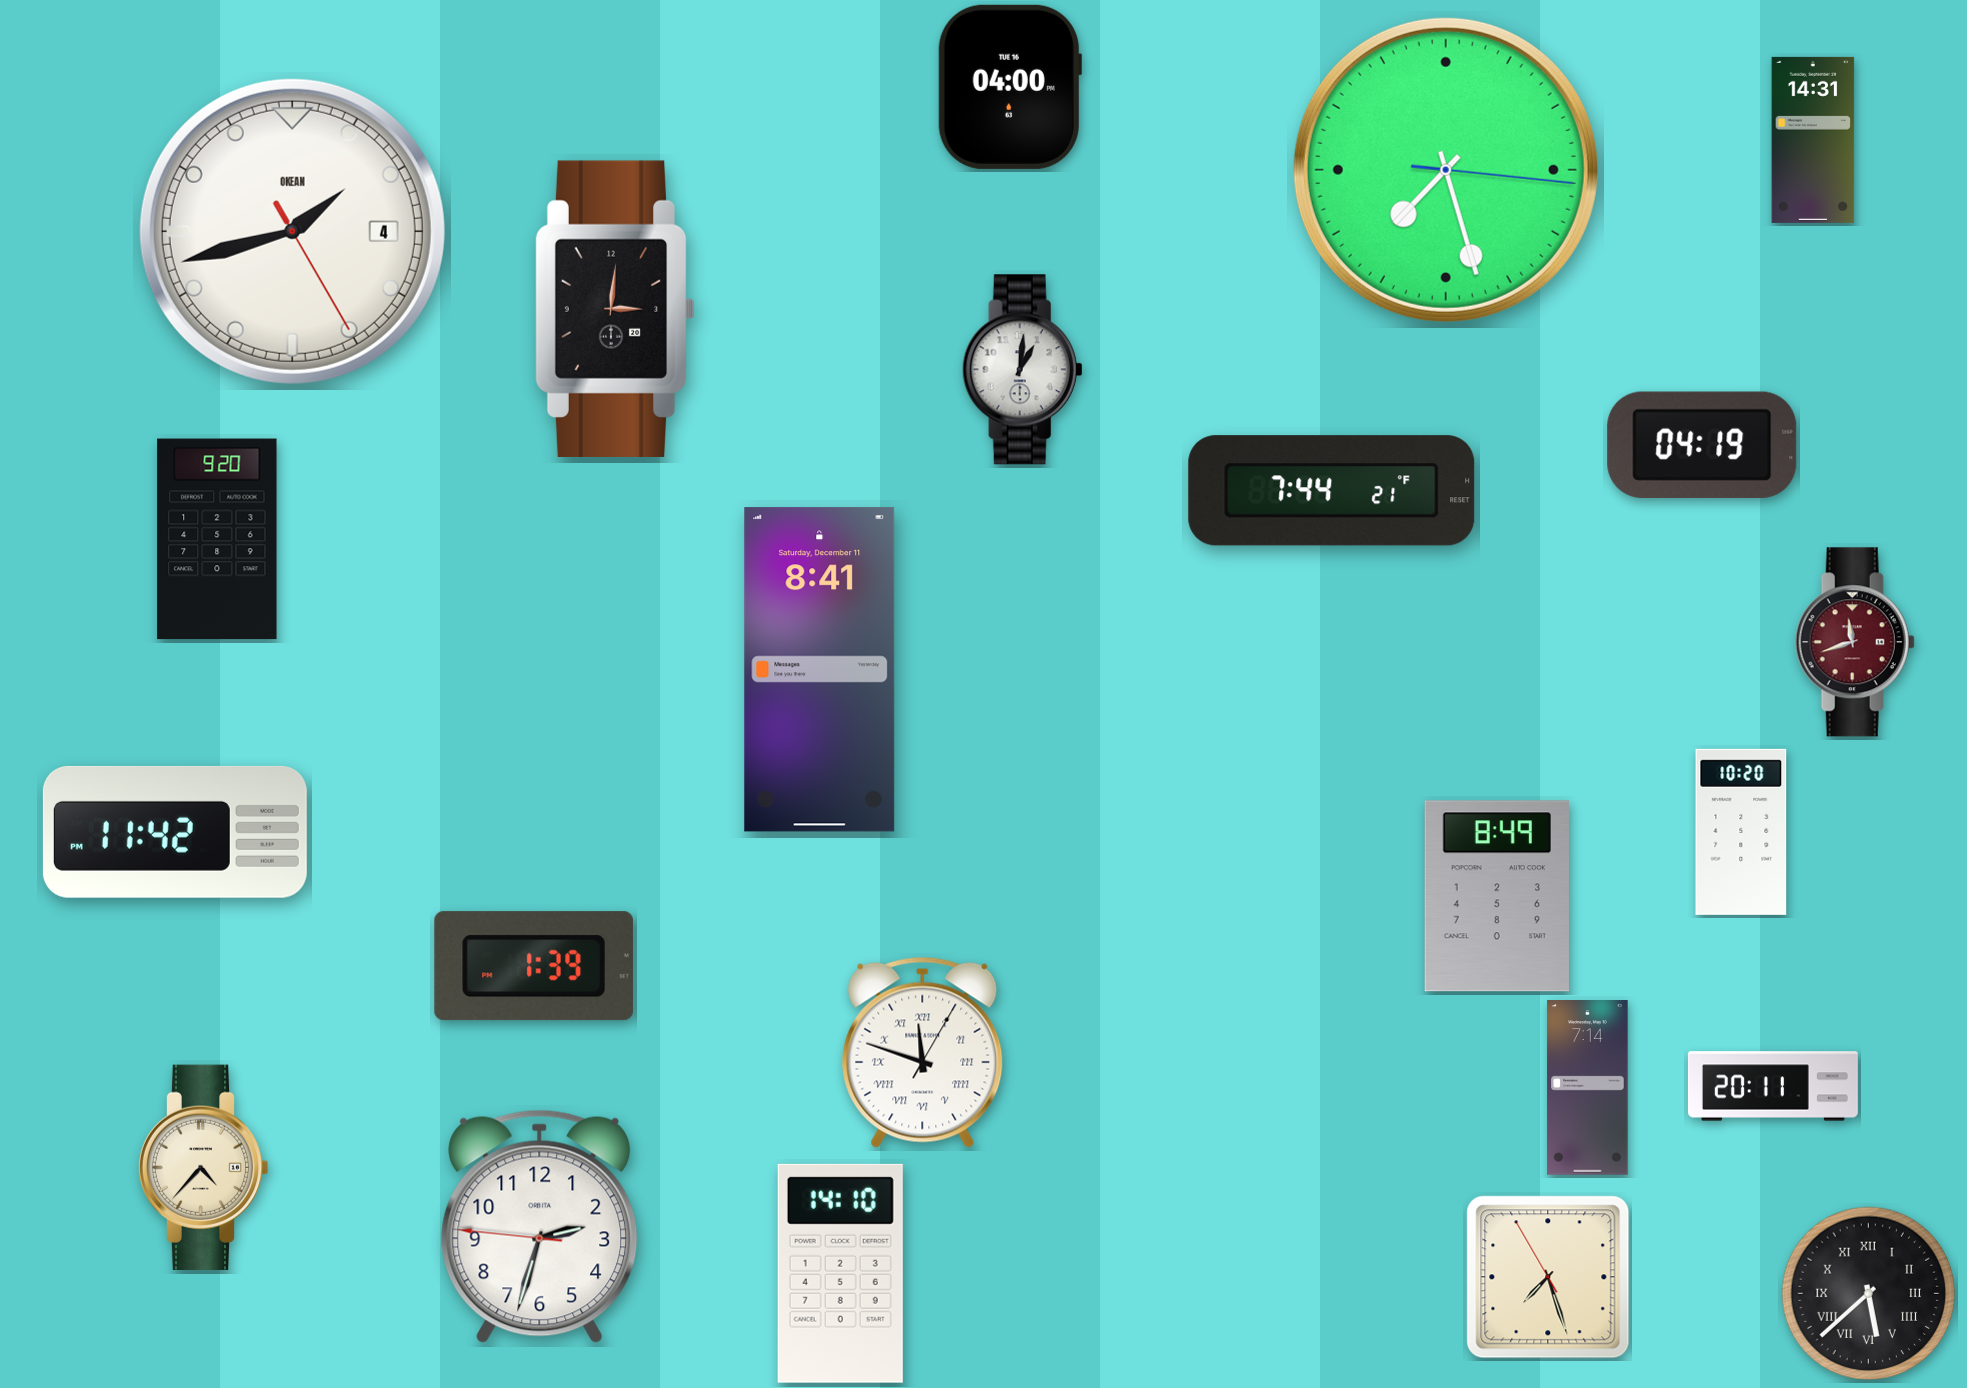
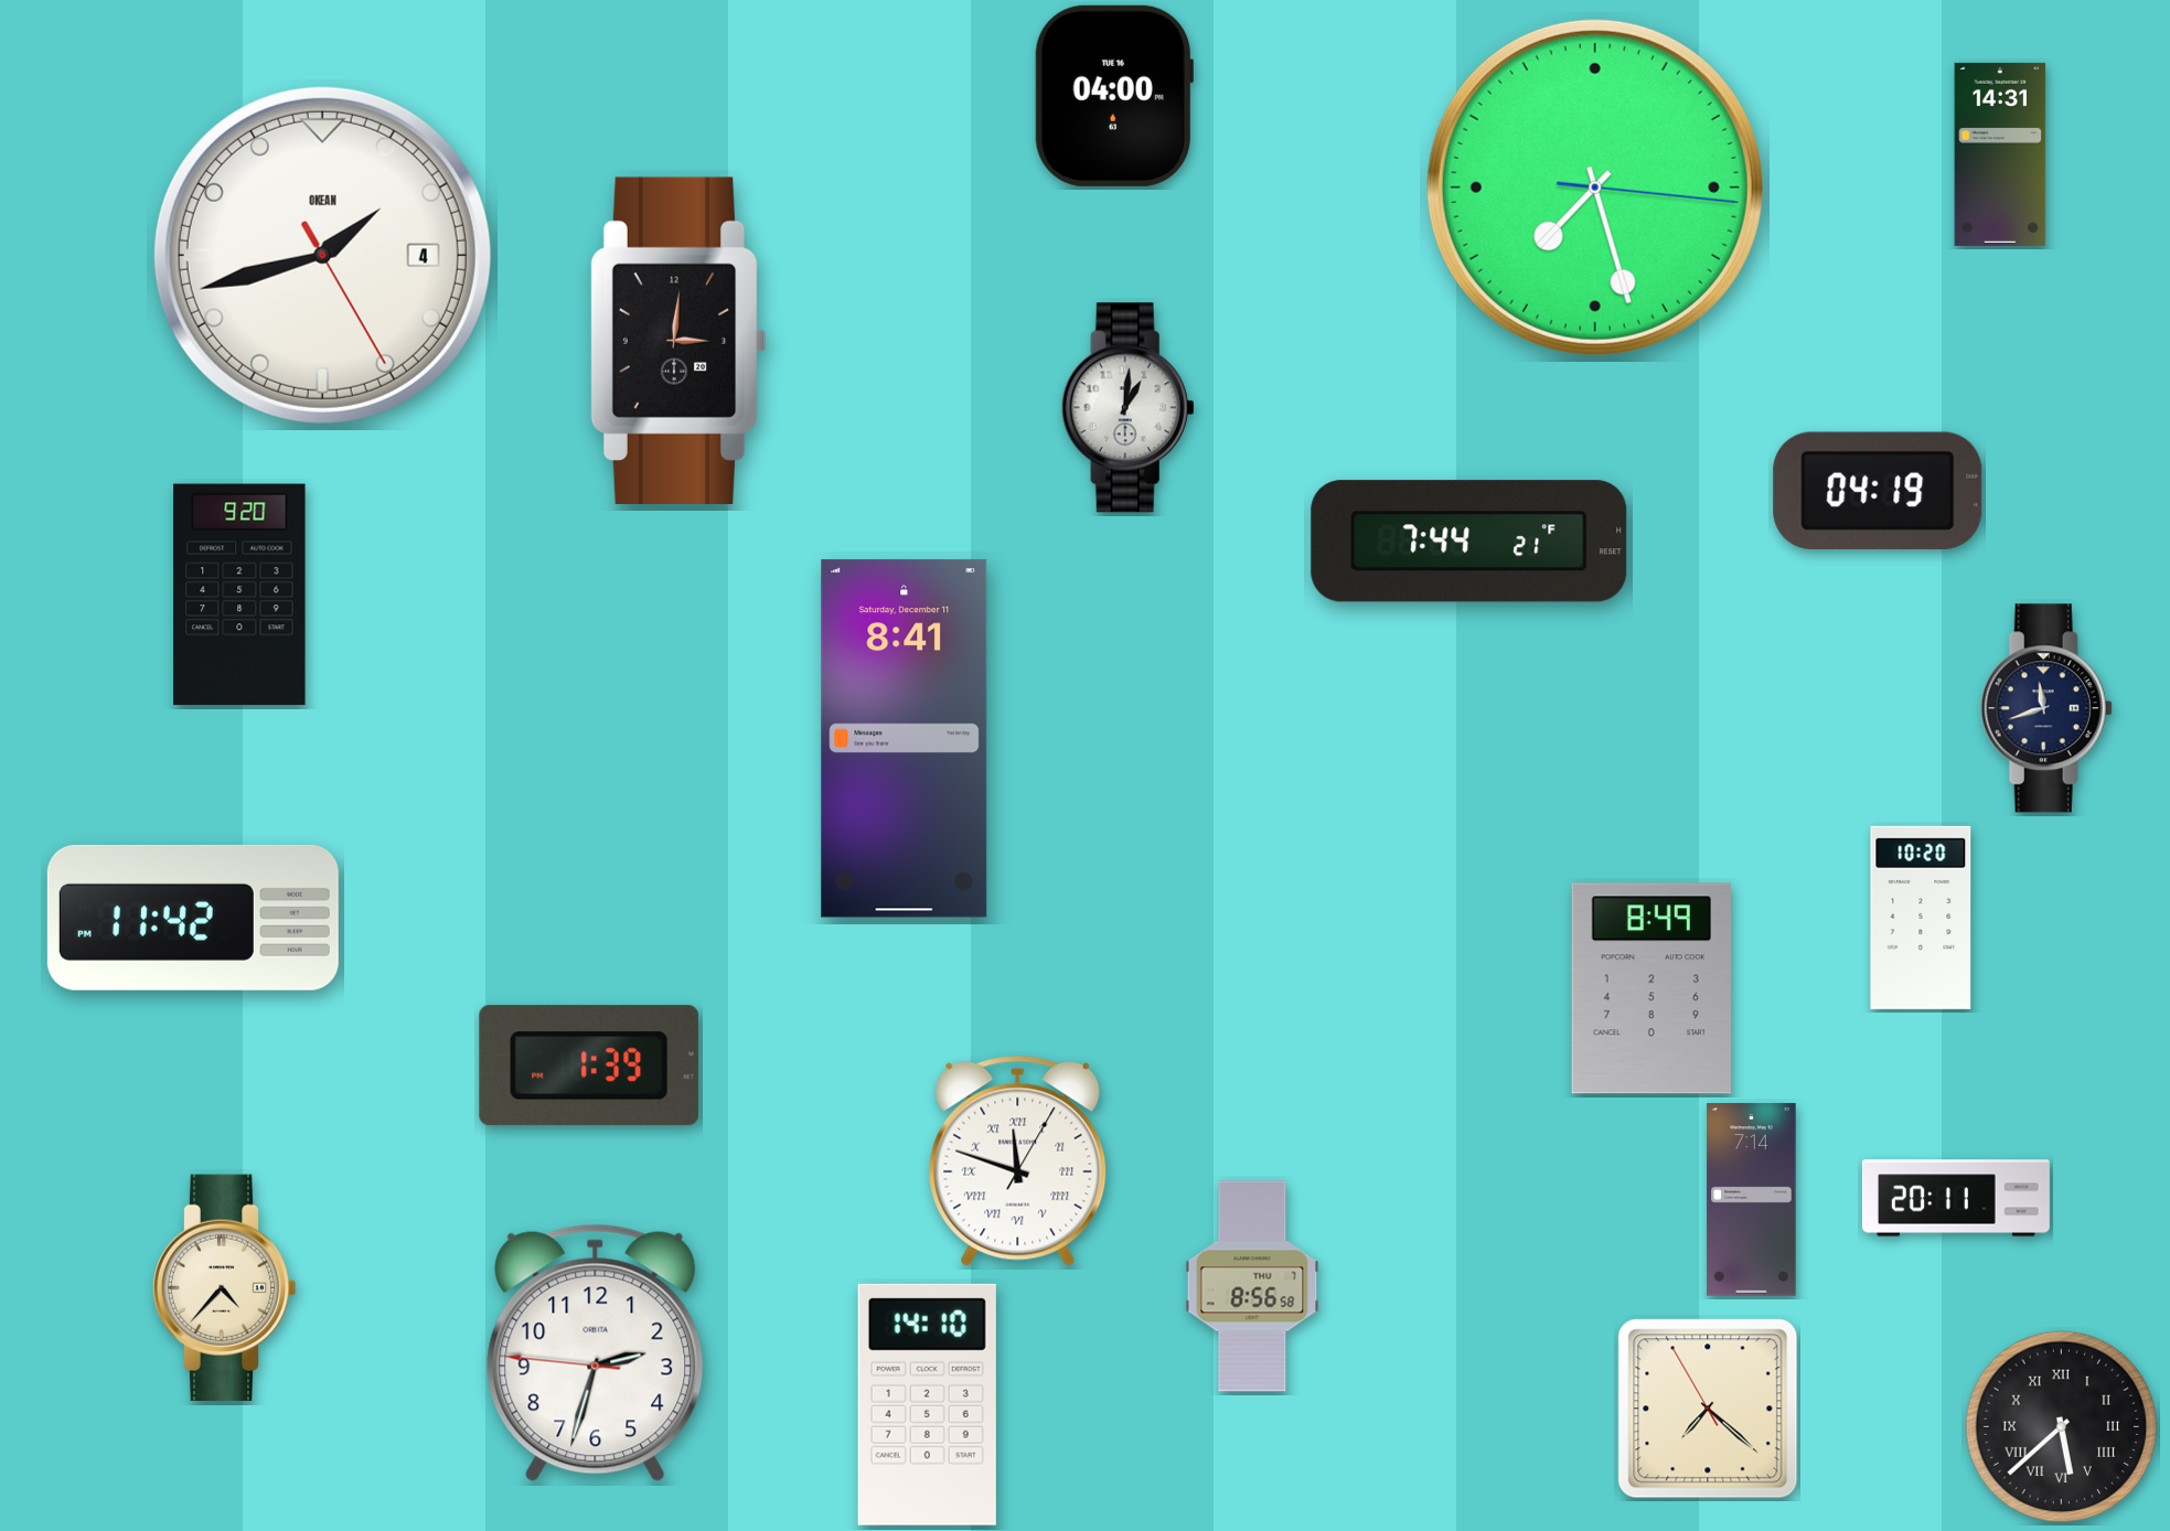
clock at (1855, 642) dial: burgundy -> navy
clock at (1252, 1286): none -> 8:56
clock at (1548, 1277): 7:26 -> 7:21
